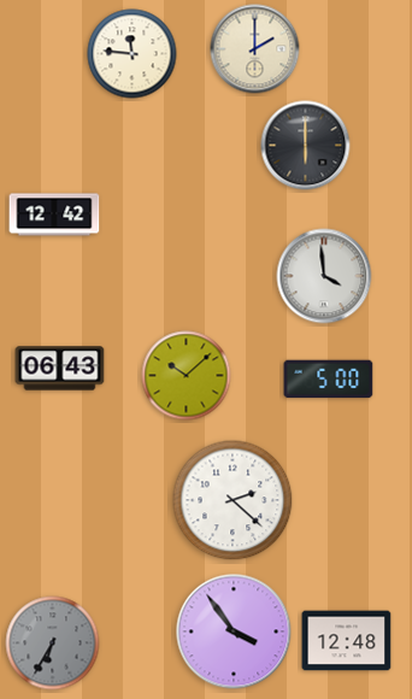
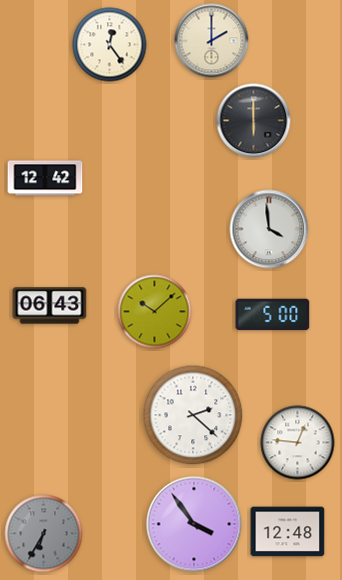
clock at (133, 54): 11:46 -> 12:24
clock at (298, 443): none -> 12:46
